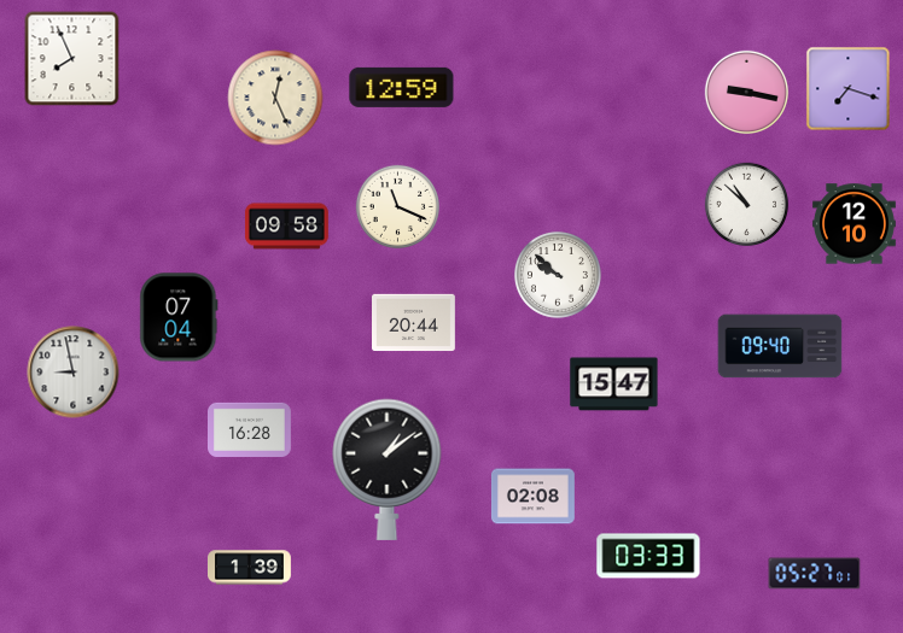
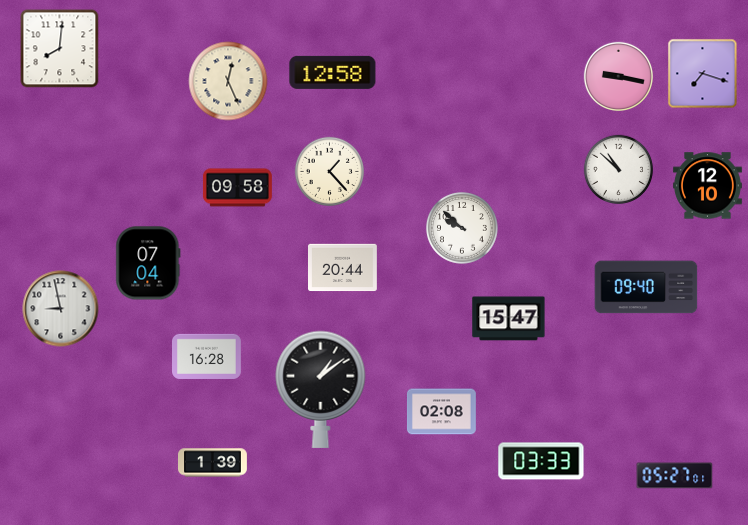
clock at (72, 59): 7:56 -> 8:01
clock at (402, 87): 12:59 -> 12:58
clock at (397, 206): 11:19 -> 1:23
clock at (648, 556) position: (648, 556) -> (541, 461)
clock at (250, 568) position: (250, 568) -> (213, 463)
